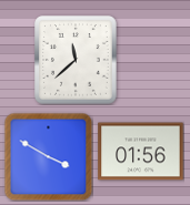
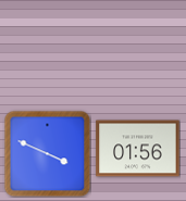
clock at (77, 61): 11:38 -> none
clock at (48, 156): 3:50 -> 3:49
